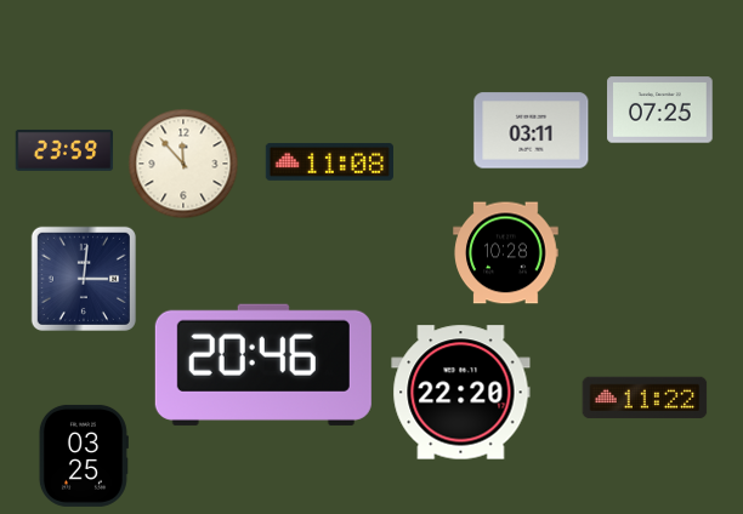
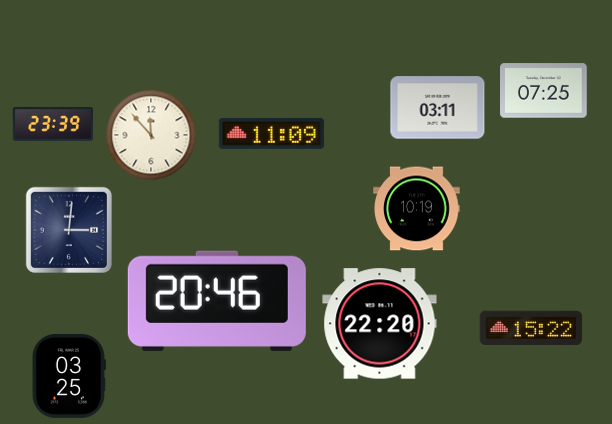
clock at (64, 150): 23:59 -> 23:39
clock at (329, 161): 11:08 -> 11:09
clock at (506, 253): 10:28 -> 10:19
clock at (645, 398): 11:22 -> 15:22
